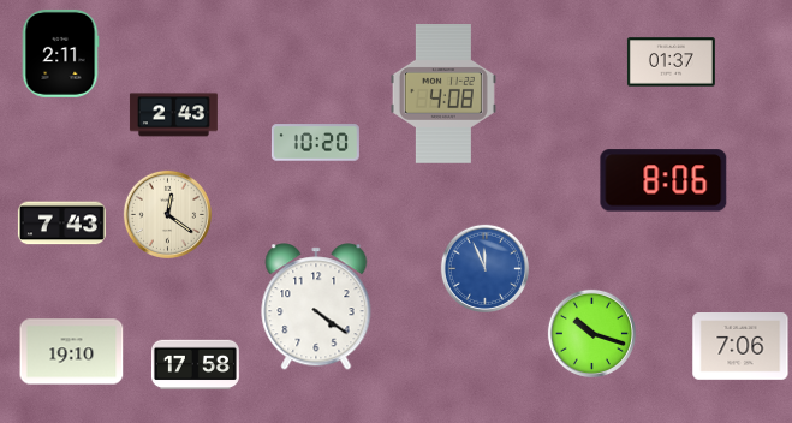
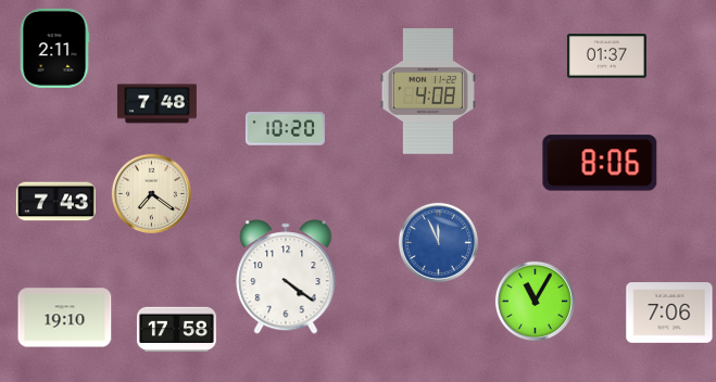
clock at (443, 95) position: (443, 95) -> (428, 92)
clock at (173, 115): 2:43 -> 7:48
clock at (167, 214): 12:21 -> 7:21
clock at (591, 333): 10:18 -> 11:05
